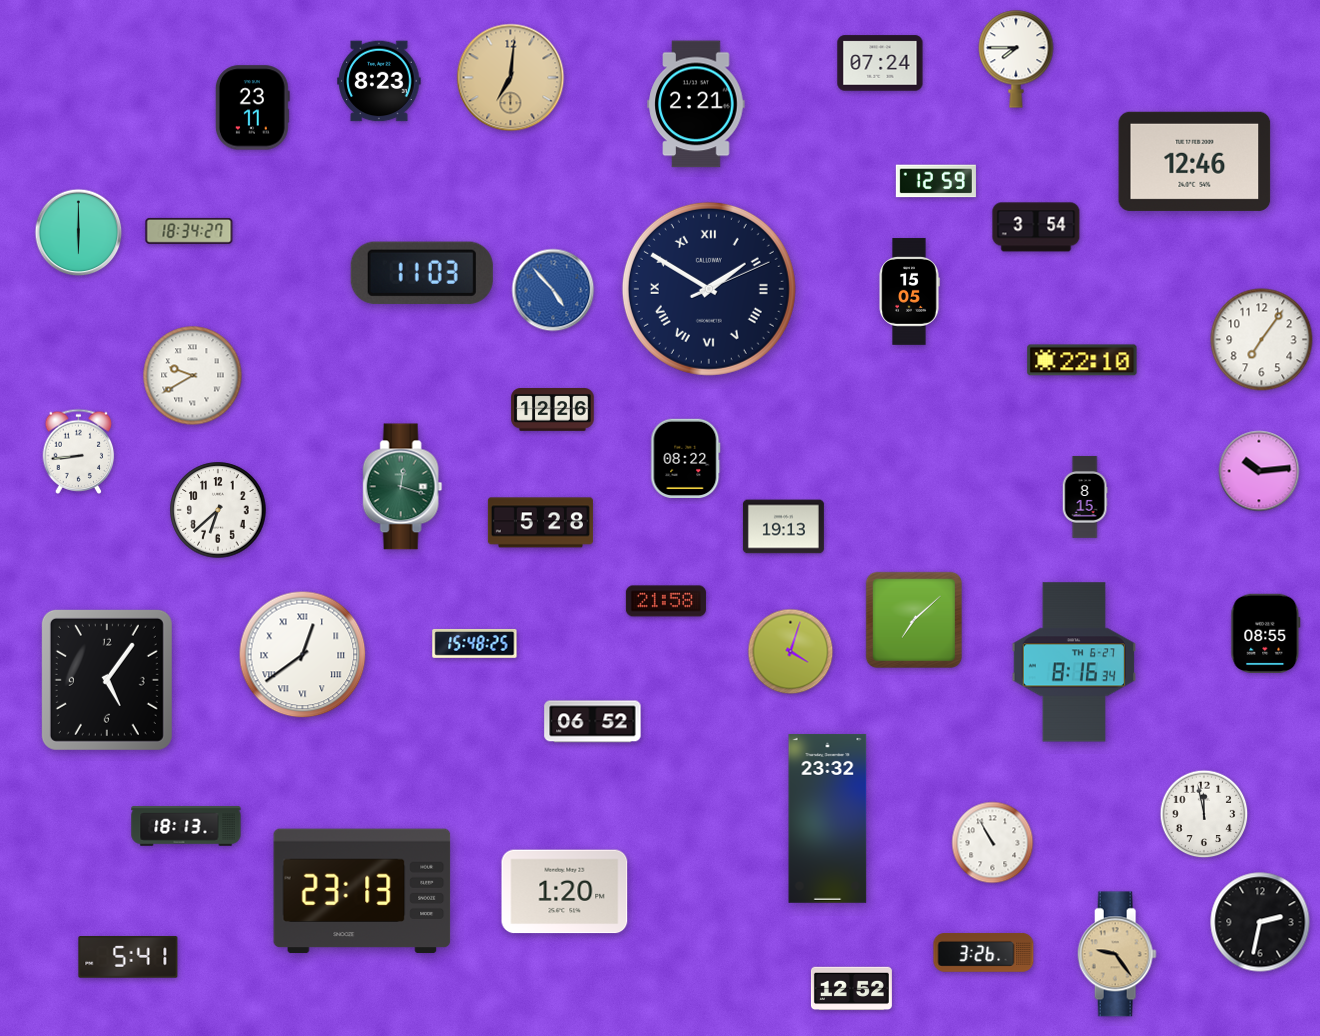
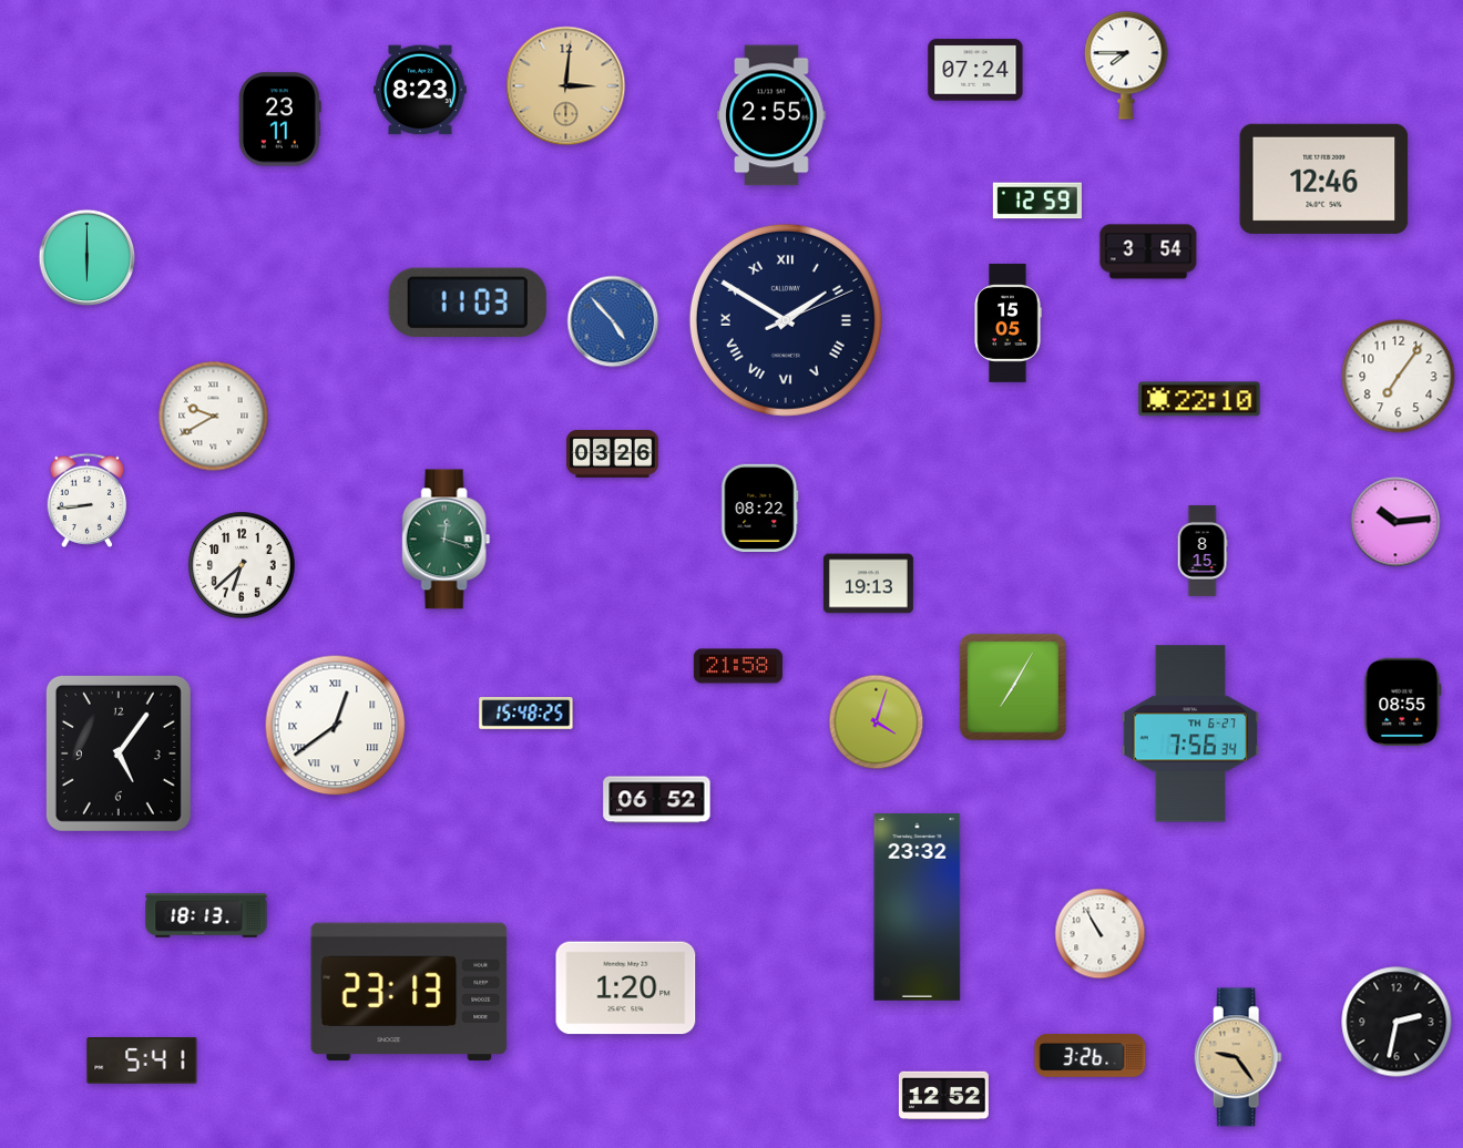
clock at (511, 78): 7:01 -> 3:01
clock at (696, 104): 2:21 -> 2:55
clock at (189, 231): 18:34 -> none
clock at (553, 410): 12:26 -> 03:26
clock at (540, 523): 5:28 -> none
clock at (914, 620): 7:08 -> 7:05
clock at (1074, 662): 8:16 -> 7:56
clock at (1204, 814): 11:58 -> none
clock at (362, 891) position: (362, 891) -> (409, 992)
